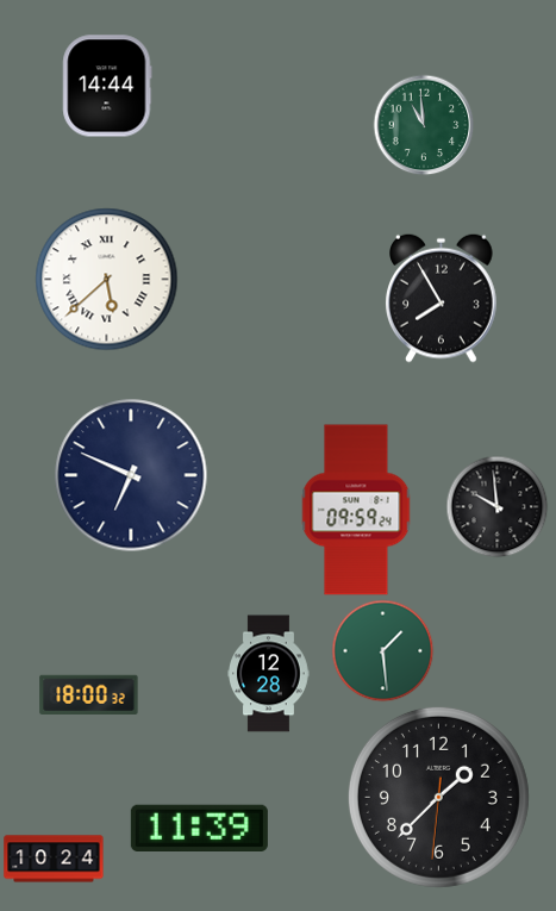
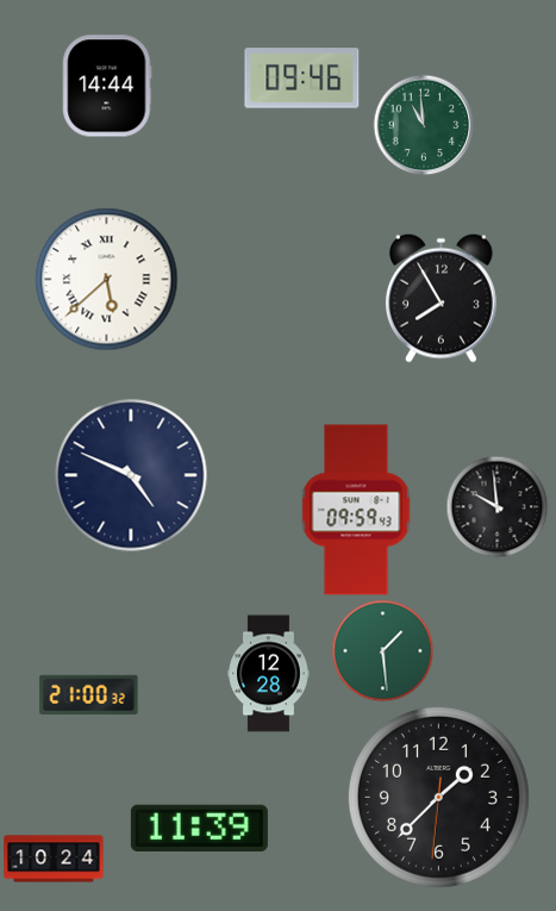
clock at (302, 79): none -> 09:46
clock at (131, 475): 6:49 -> 4:49
clock at (356, 510): 09:59:24 -> 09:59:43
clock at (89, 694): 18:00 -> 21:00
